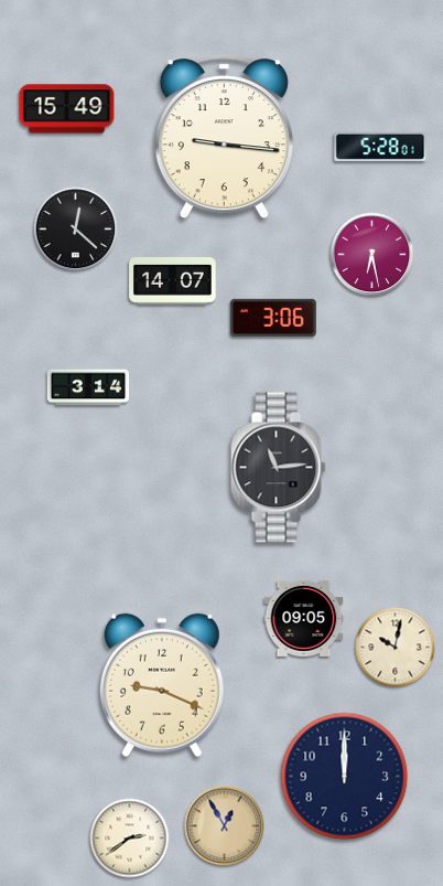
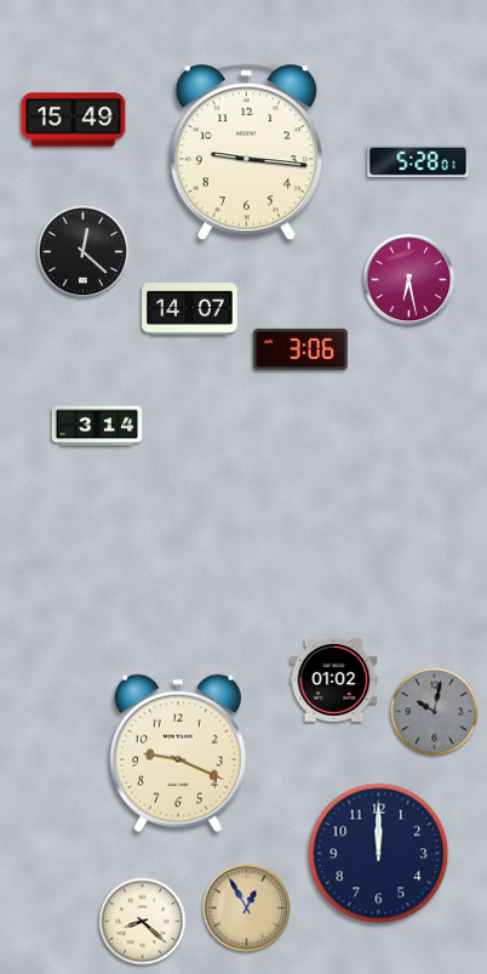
clock at (279, 468): 11:14 -> none
clock at (304, 618): 09:05 -> 01:02
clock at (396, 648) dial: cream -> grey
clock at (130, 839): 2:39 -> 8:22
